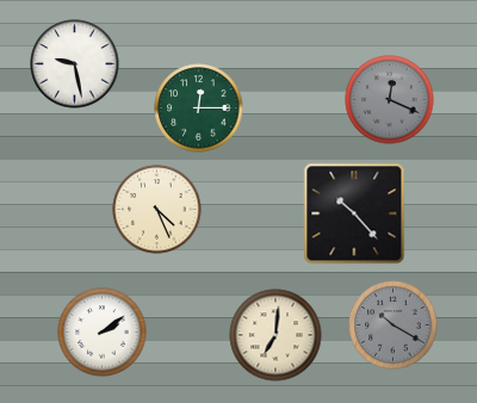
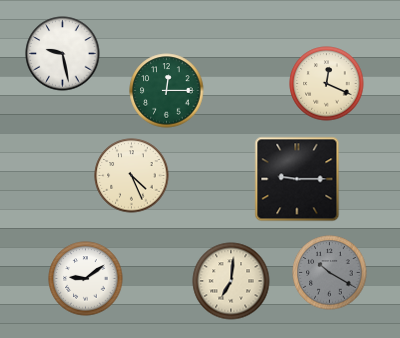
clock at (390, 100) dial: grey -> cream
clock at (354, 213): 10:23 -> 9:15
clock at (103, 333): 2:09 -> 9:09
